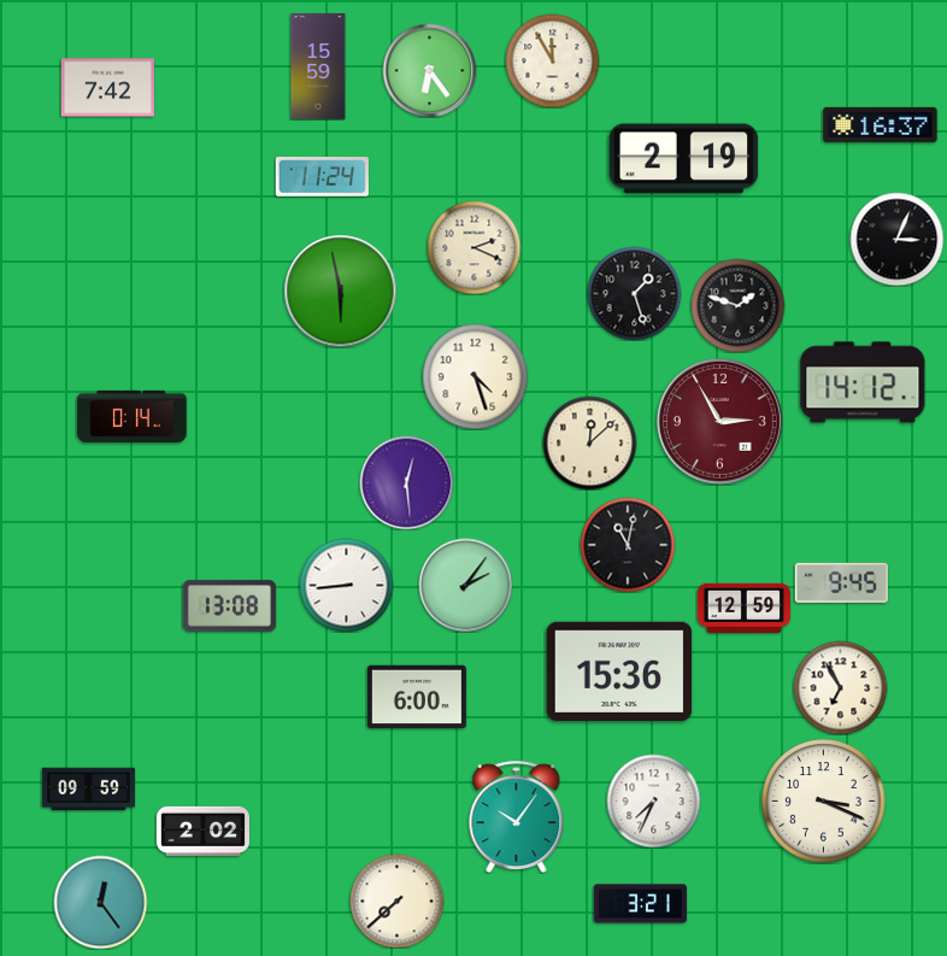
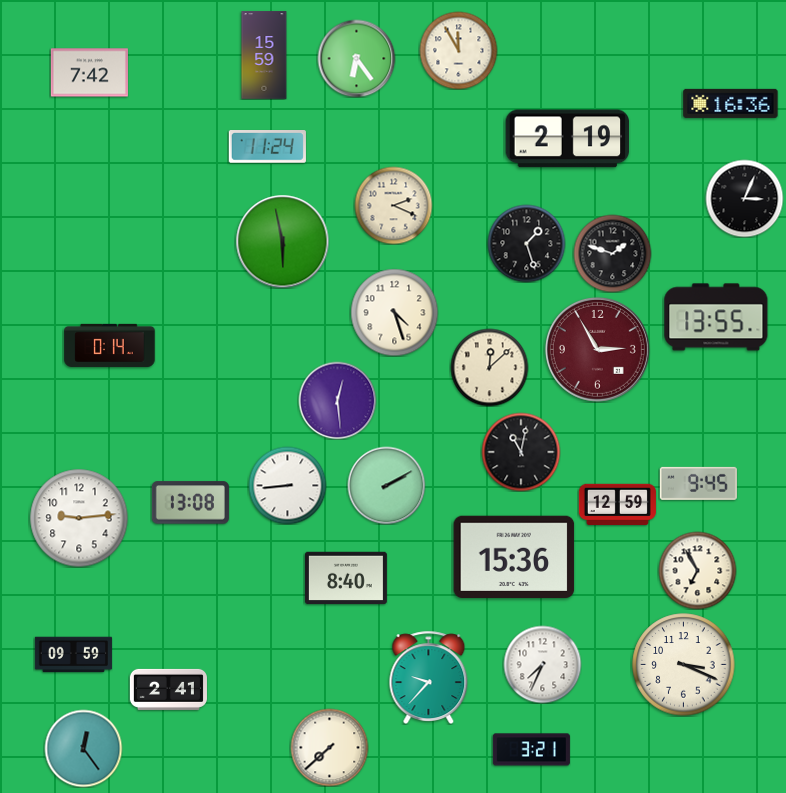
clock at (881, 124): 16:37 -> 16:36
clock at (684, 159) position: (684, 159) -> (568, 139)
clock at (863, 382): 14:12 -> 13:55
clock at (465, 585): 2:06 -> 2:10
clock at (79, 518): none -> 9:14
clock at (417, 697): 6:00 -> 8:40
clock at (517, 816): 10:06 -> 9:37
clock at (202, 831): 2:02 -> 2:41
